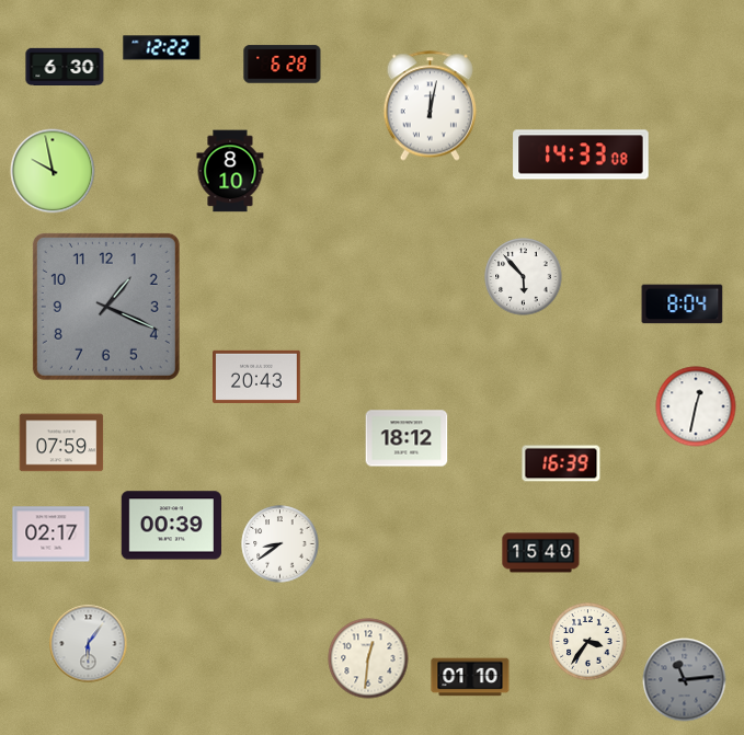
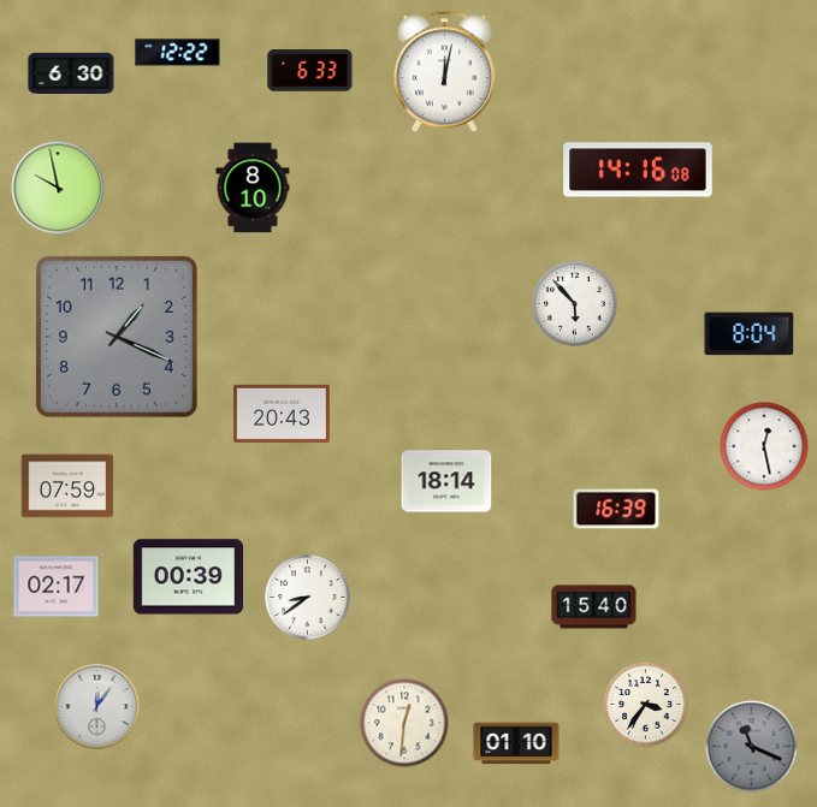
clock at (283, 65): 6:28 -> 6:33
clock at (430, 106) position: (430, 106) -> (444, 72)
clock at (581, 154): 14:33 -> 14:16
clock at (696, 406): 12:32 -> 12:28
clock at (407, 438): 18:12 -> 18:14
clock at (89, 644): 6:06 -> 12:06
clock at (685, 680): 11:14 -> 11:19
